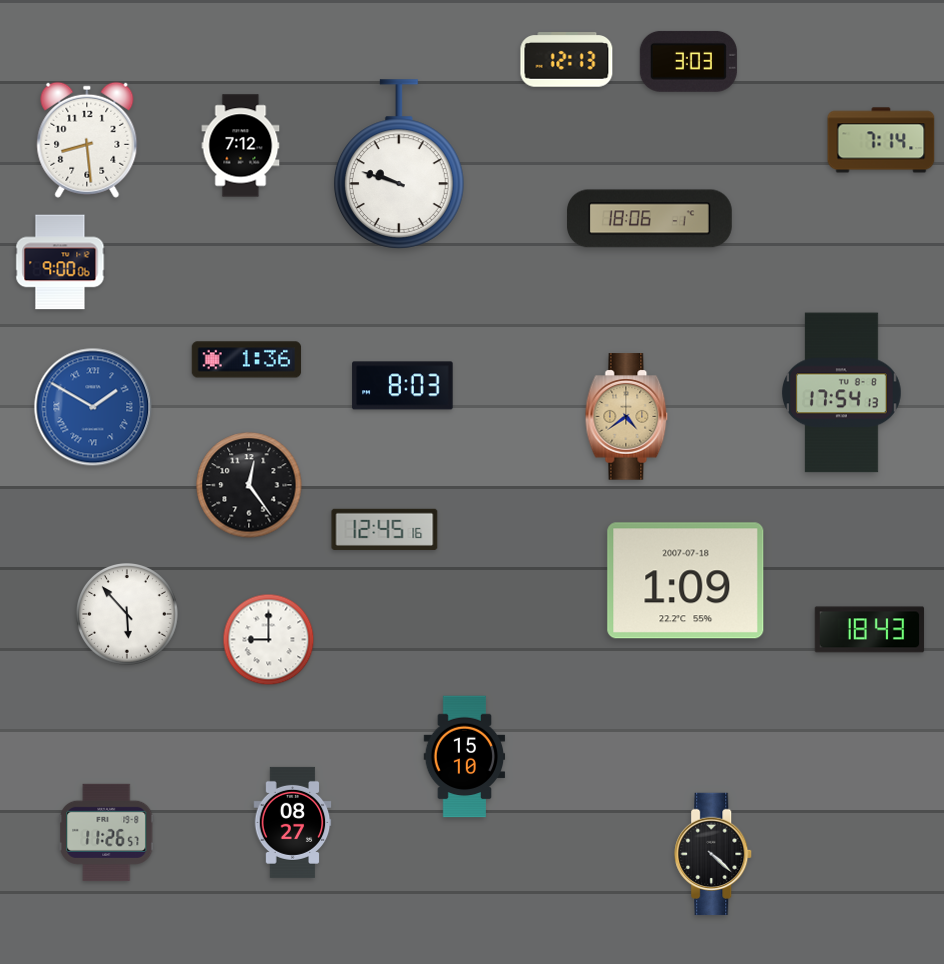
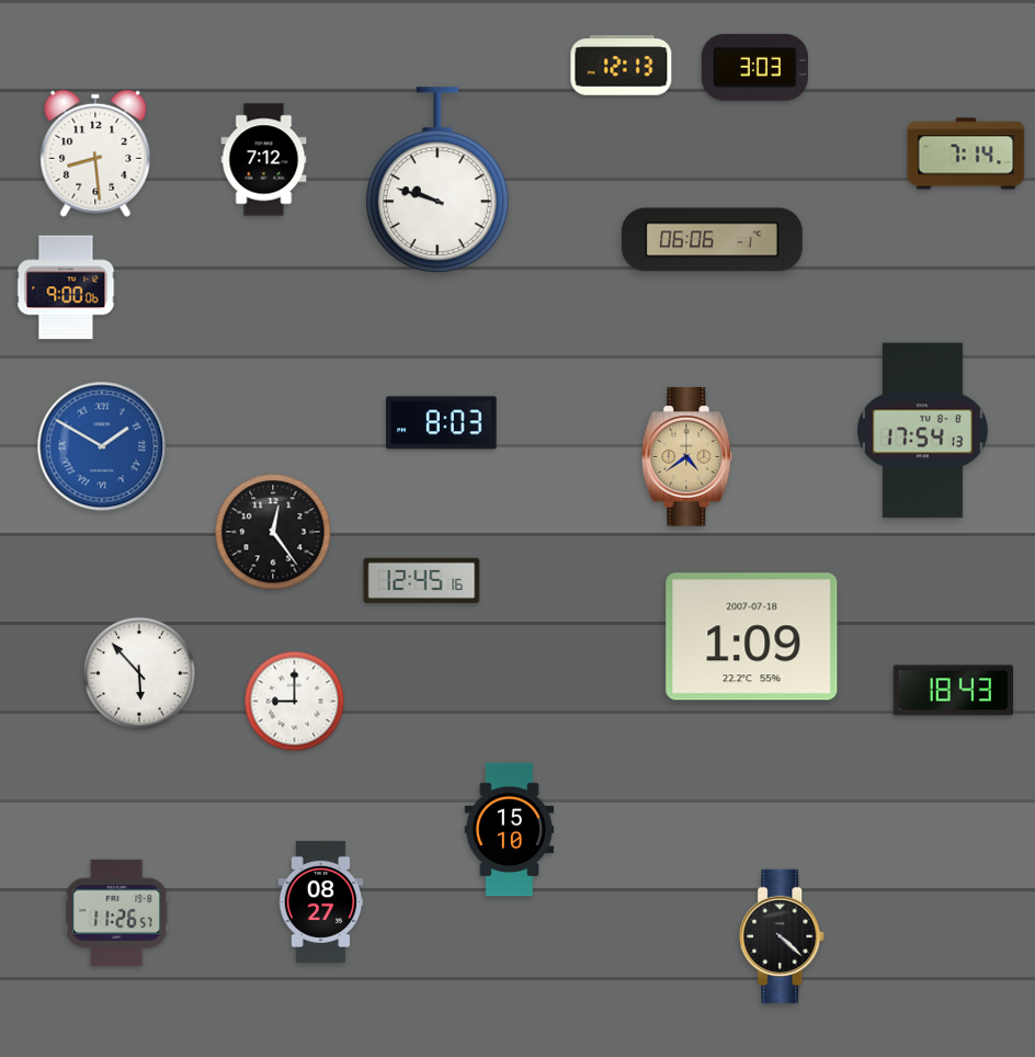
clock at (649, 219): 18:06 -> 06:06
clock at (247, 360): 1:36 -> none
